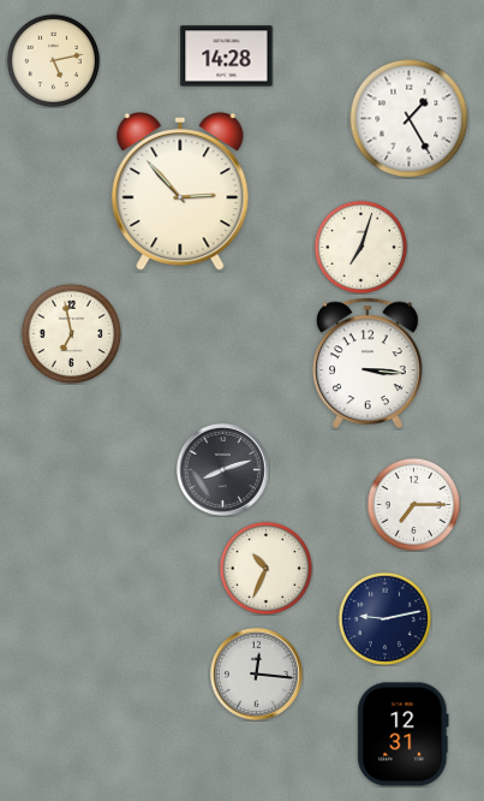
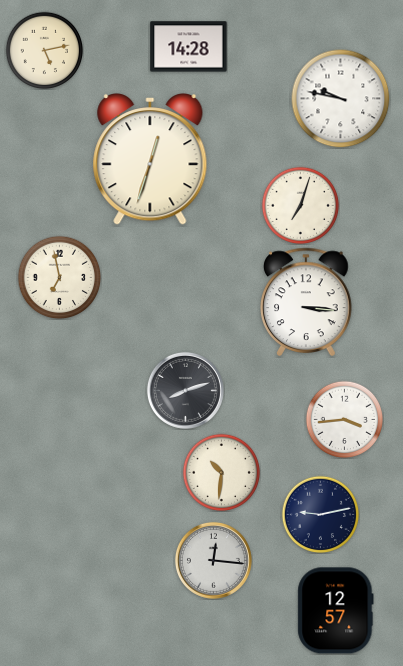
clock at (410, 119): 1:25 -> 9:47
clock at (180, 191): 2:53 -> 12:33
clock at (413, 504): 7:15 -> 3:44
clock at (265, 568): 10:34 -> 10:31
clock at (404, 735): 12:31 -> 12:57
